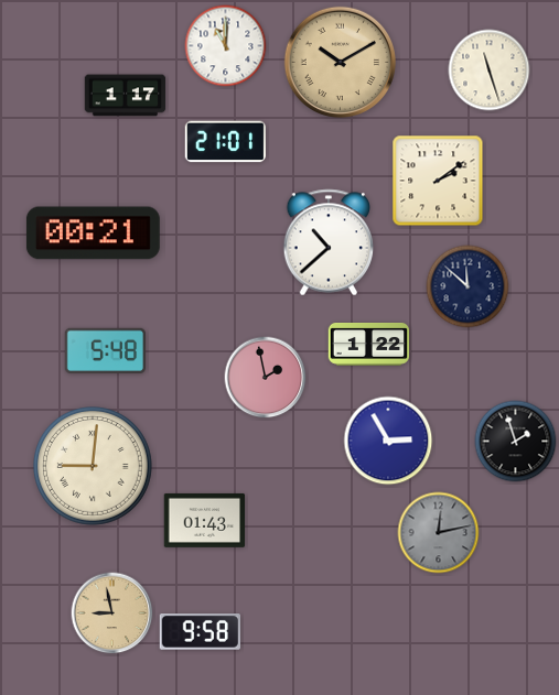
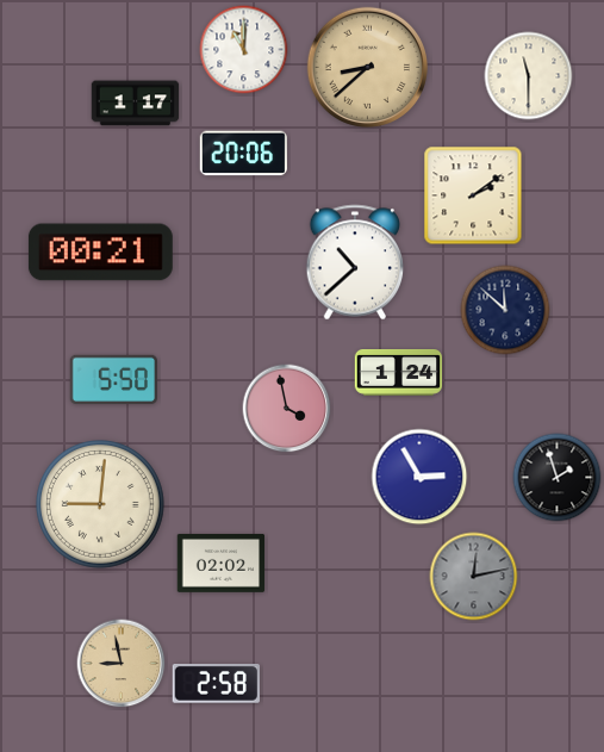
clock at (340, 62): 10:10 -> 8:38
clock at (490, 70): 11:27 -> 11:30
clock at (226, 142): 21:01 -> 20:06
clock at (369, 345): 1:22 -> 1:24
clock at (105, 350): 5:48 -> 5:50
clock at (266, 378): 1:58 -> 3:58
clock at (205, 520): 01:43 -> 02:02
clock at (200, 632): 9:58 -> 2:58
